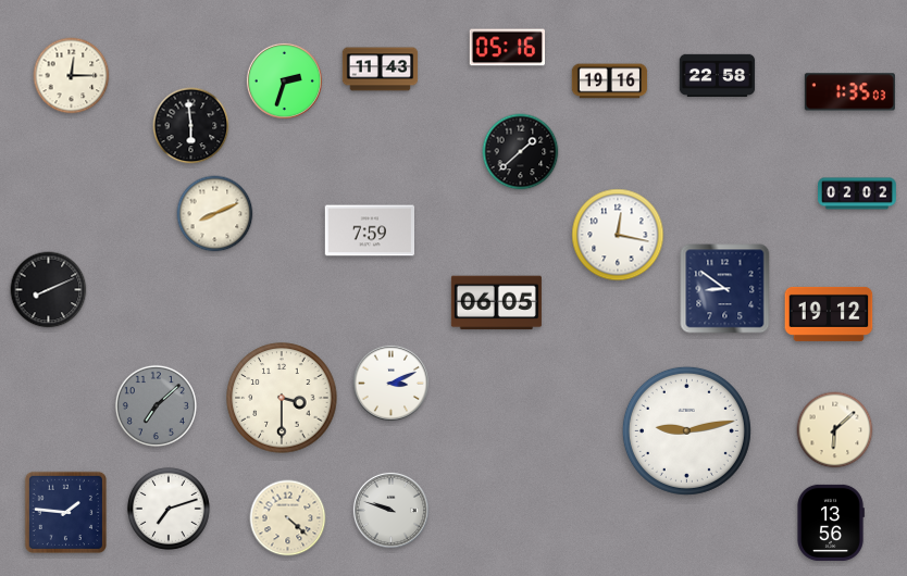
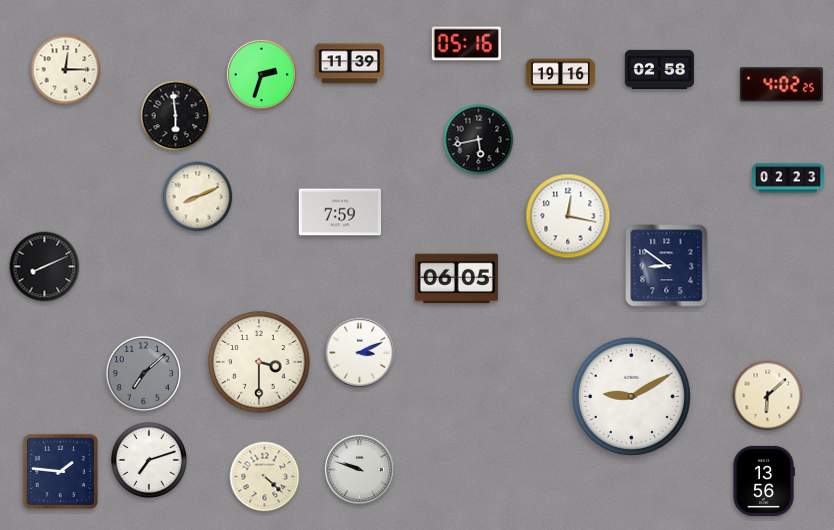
clock at (381, 70): 11:43 -> 11:39
clock at (718, 76): 22:58 -> 02:58
clock at (849, 92): 1:35 -> 4:02
clock at (521, 152): 1:38 -> 5:43
clock at (857, 193): 02:02 -> 02:23
clock at (829, 314): 19:12 -> none
clock at (282, 398) position: (282, 398) -> (259, 362)
clock at (686, 430): 9:13 -> 9:10
clock at (169, 509) position: (169, 509) -> (149, 460)
